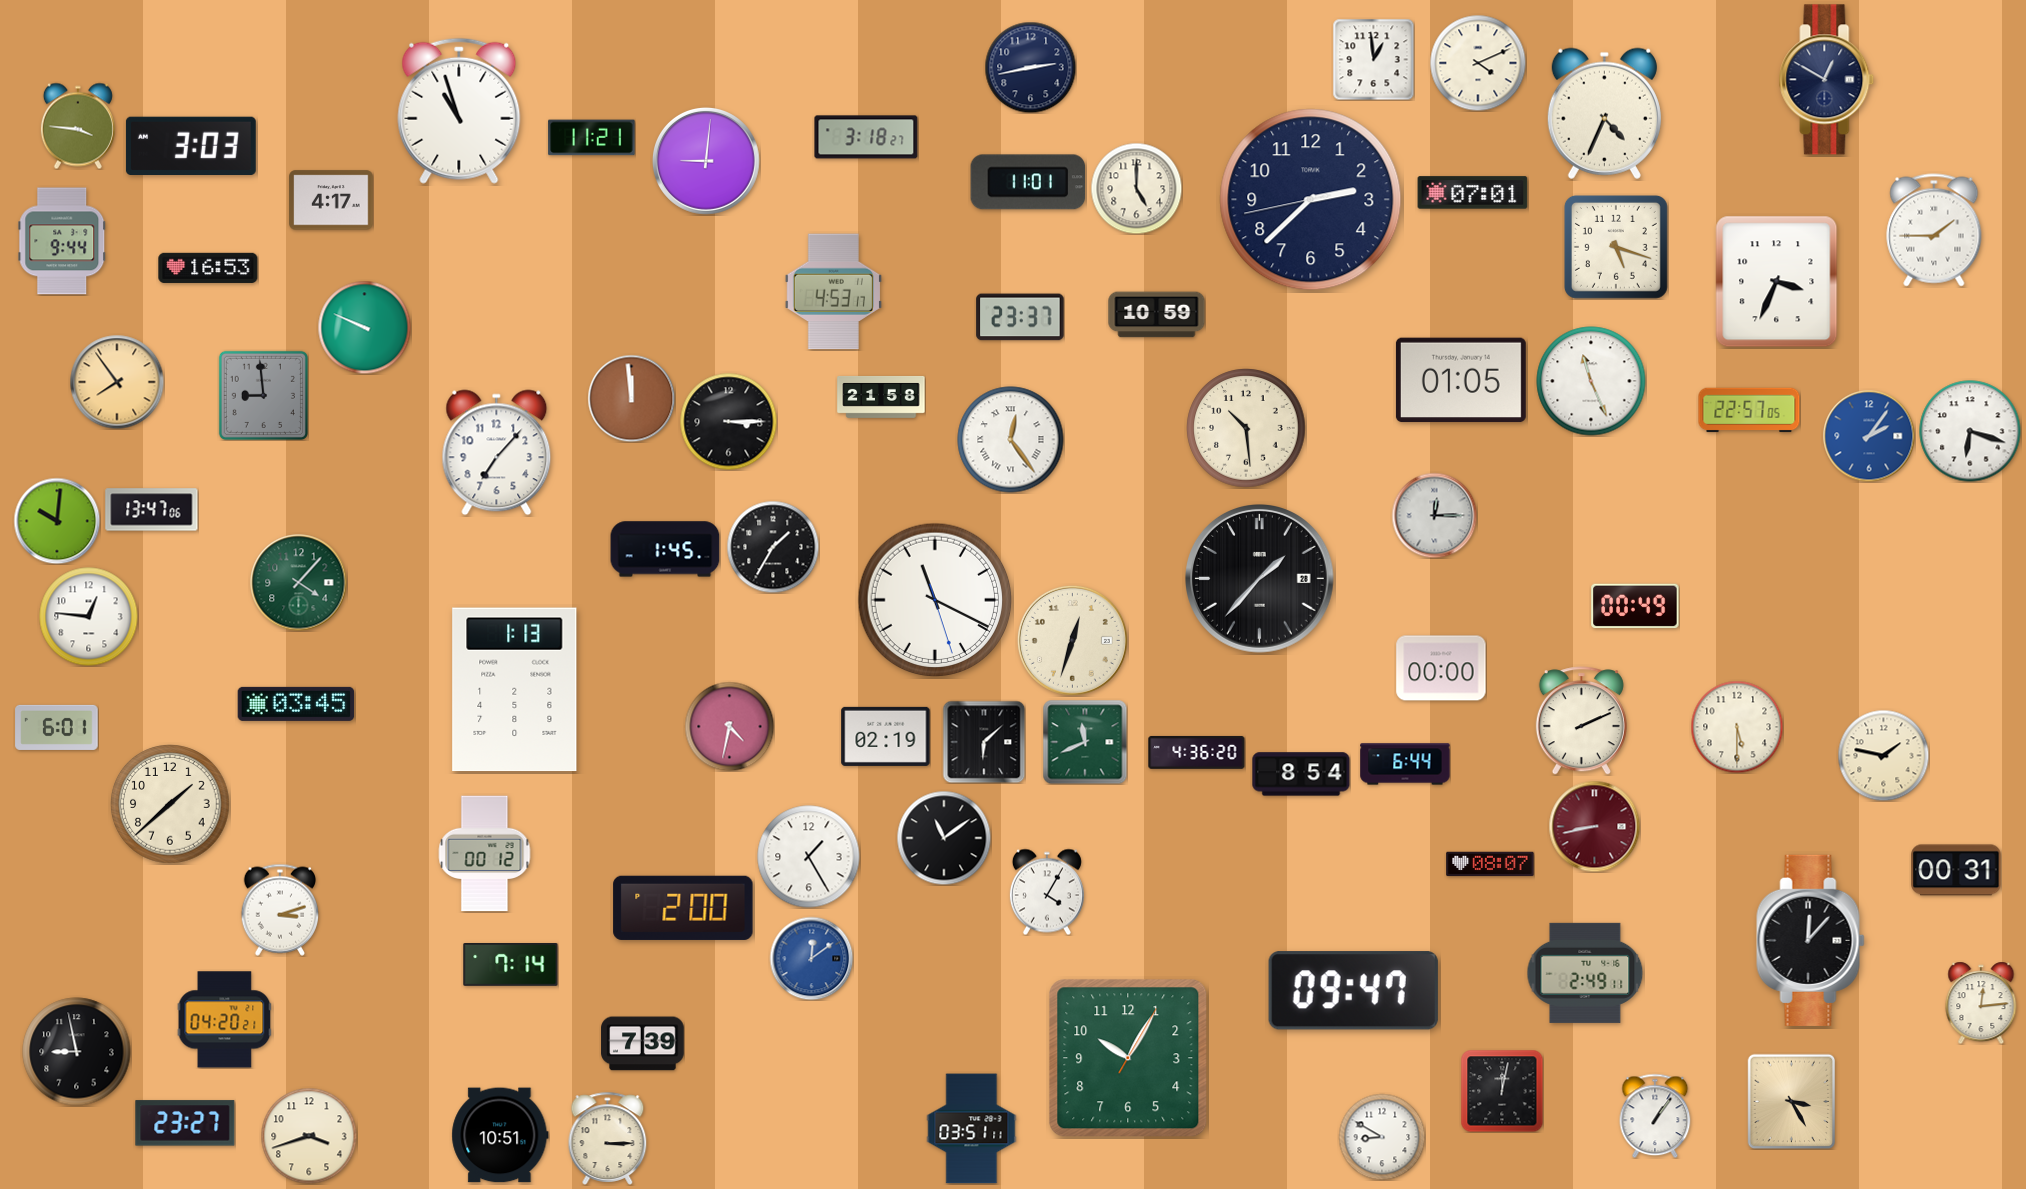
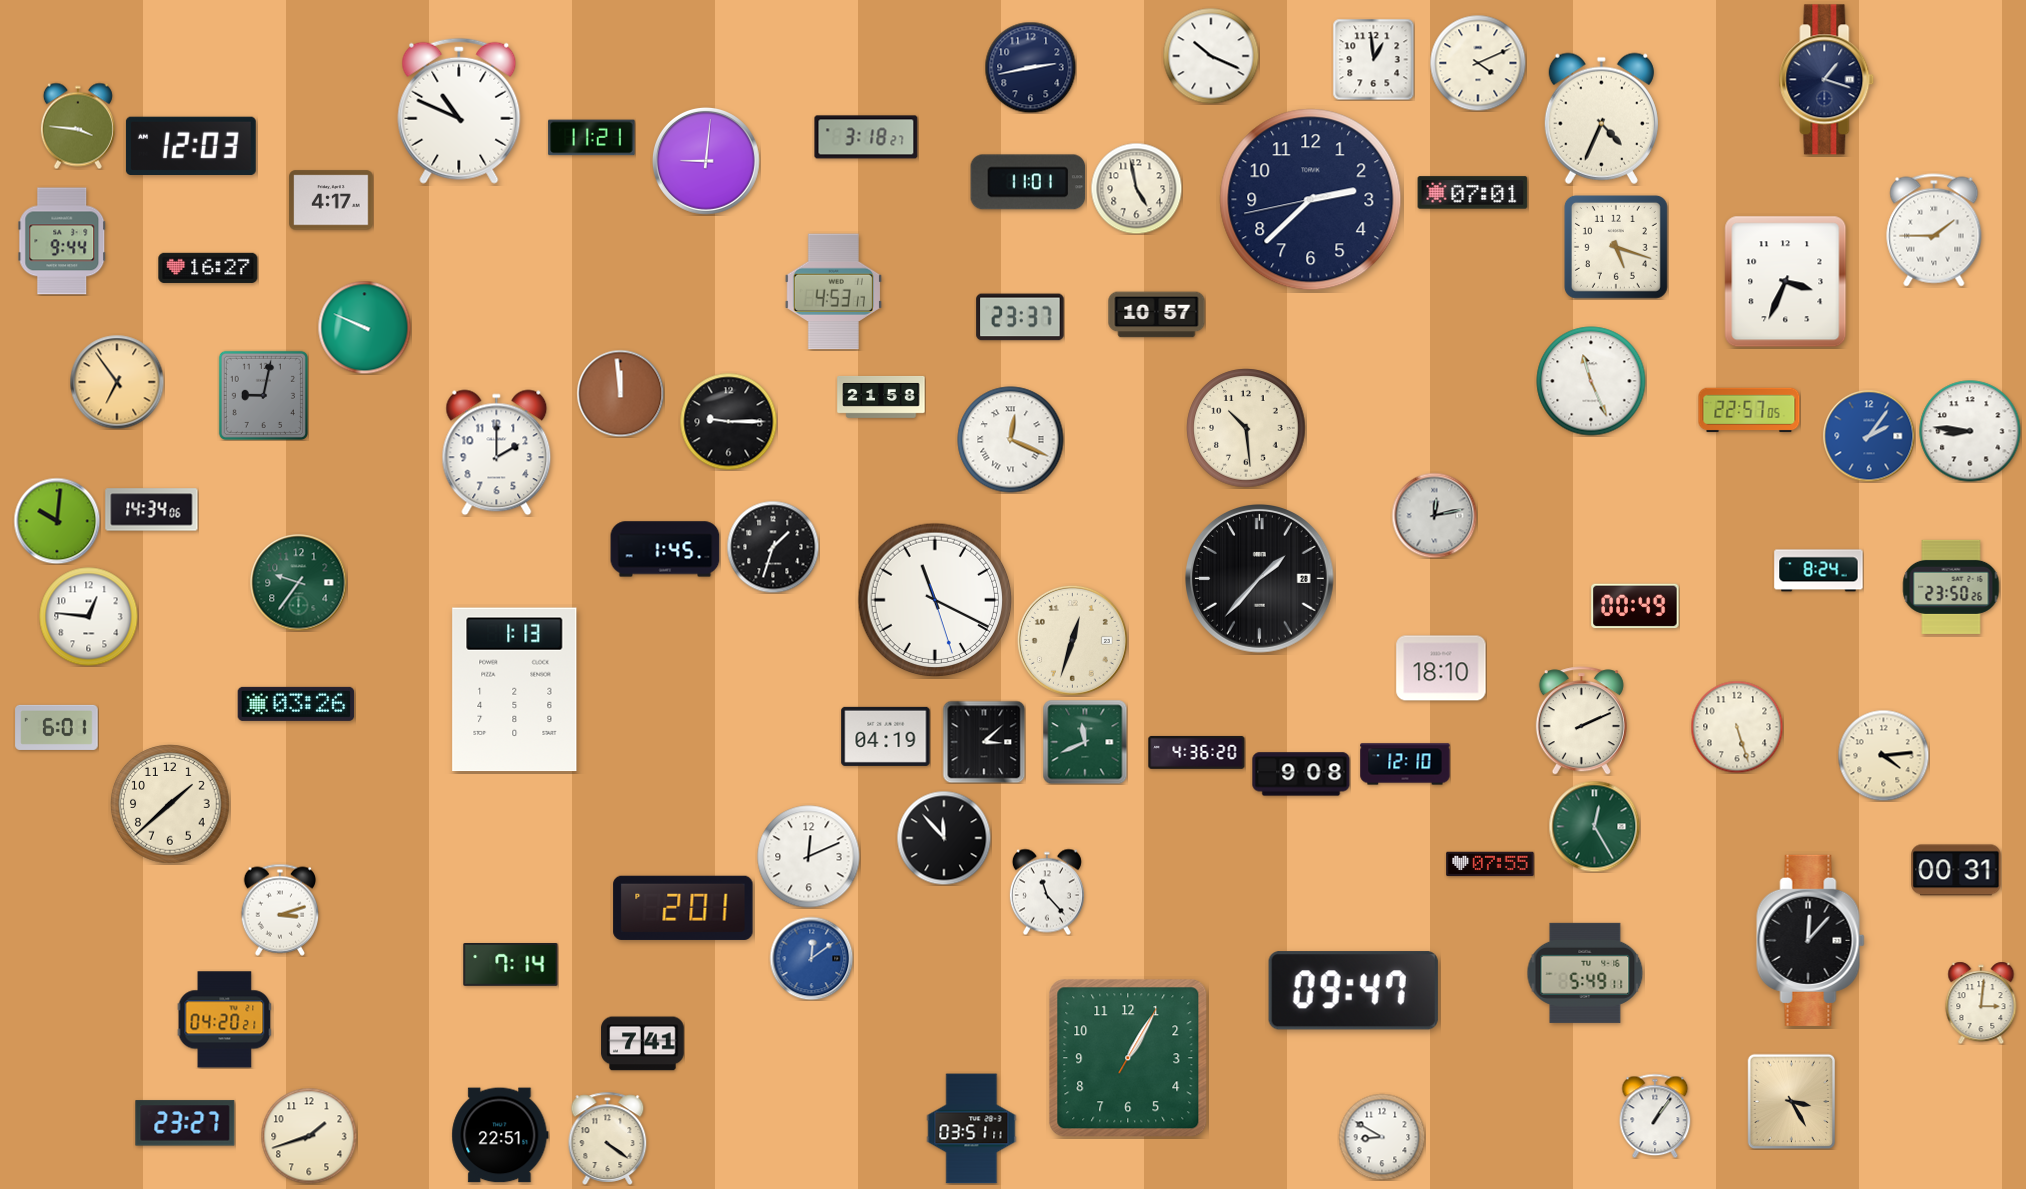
clock at (1211, 56): none -> 10:19
clock at (1827, 80): 12:50 -> 1:18
clock at (459, 111): 10:57 -> 10:49
clock at (1604, 113) position: (1604, 113) -> (1601, 118)
clock at (191, 146): 3:03 -> 12:03
clock at (1136, 188): 5:00 -> 4:58
clock at (208, 268): 16:53 -> 16:27
clock at (1777, 282) position: (1777, 282) -> (1786, 282)
clock at (1157, 315): 10:59 -> 10:57
clock at (1461, 380): 01:05 -> none
clock at (117, 382): 7:54 -> 6:54
clock at (263, 395): 8:59 -> 9:02
clock at (631, 398) position: (631, 398) -> (620, 393)
clock at (728, 421): 3:15 -> 9:15
clock at (1970, 431): 6:18 -> 8:46
clock at (1011, 440): 12:24 -> 12:19
clock at (497, 453): 7:07 -> 2:00
clock at (152, 510): 13:47 -> 14:34
clock at (1434, 515): 12:15 -> 12:13
clock at (773, 547): 1:35 -> 1:33
clock at (1819, 571): none -> 8:24
clock at (299, 583): 4:07 -> 9:36
clock at (1951, 587): none -> 23:50
clock at (1441, 668): 00:00 -> 18:10
clock at (296, 704): 03:45 -> 03:26
clock at (729, 726): 4:32 -> none
clock at (1737, 727): 5:30 -> 5:27
clock at (886, 736): 02:19 -> 04:19
clock at (984, 742): 6:08 -> 3:08
clock at (1883, 755): 1:47 -> 4:14
clock at (1405, 764): 6:44 -> 12:10
clock at (1301, 774): 8:54 -> 9:08
clock at (1594, 826): 8:43 -> 12:25
clock at (1594, 826) dial: burgundy -> green
clock at (944, 838): 11:09 -> 11:53
clock at (485, 854): 00:12 -> none
clock at (809, 857): 1:25 -> 12:11
clock at (1490, 864): 08:07 -> 07:55
clock at (1047, 892): 4:05 -> 11:23
clock at (683, 908): 2:00 -> 2:01
clock at (1585, 973): 2:49 -> 5:49
clock at (1981, 1003): 12:14 -> 3:01
clock at (643, 1044): 7:39 -> 7:41
clock at (77, 1052): 8:58 -> none
clock at (1128, 1058): 10:05 -> 1:05
clock at (1502, 1091): 12:02 -> none
clock at (500, 1135): 10:51 -> 22:51
clock at (309, 1136): 3:42 -> 1:42
clock at (608, 1138): 3:15 -> 4:21
